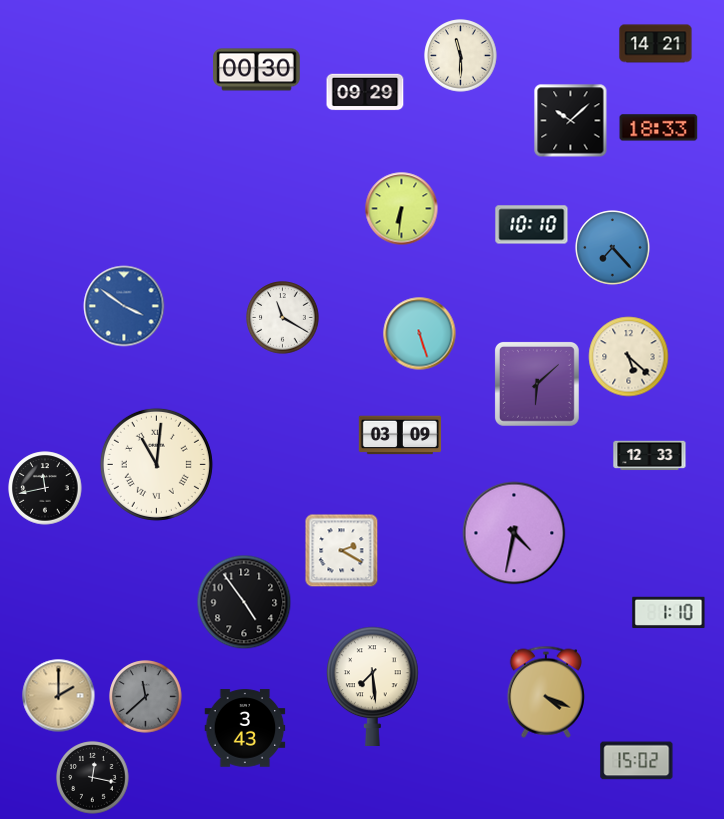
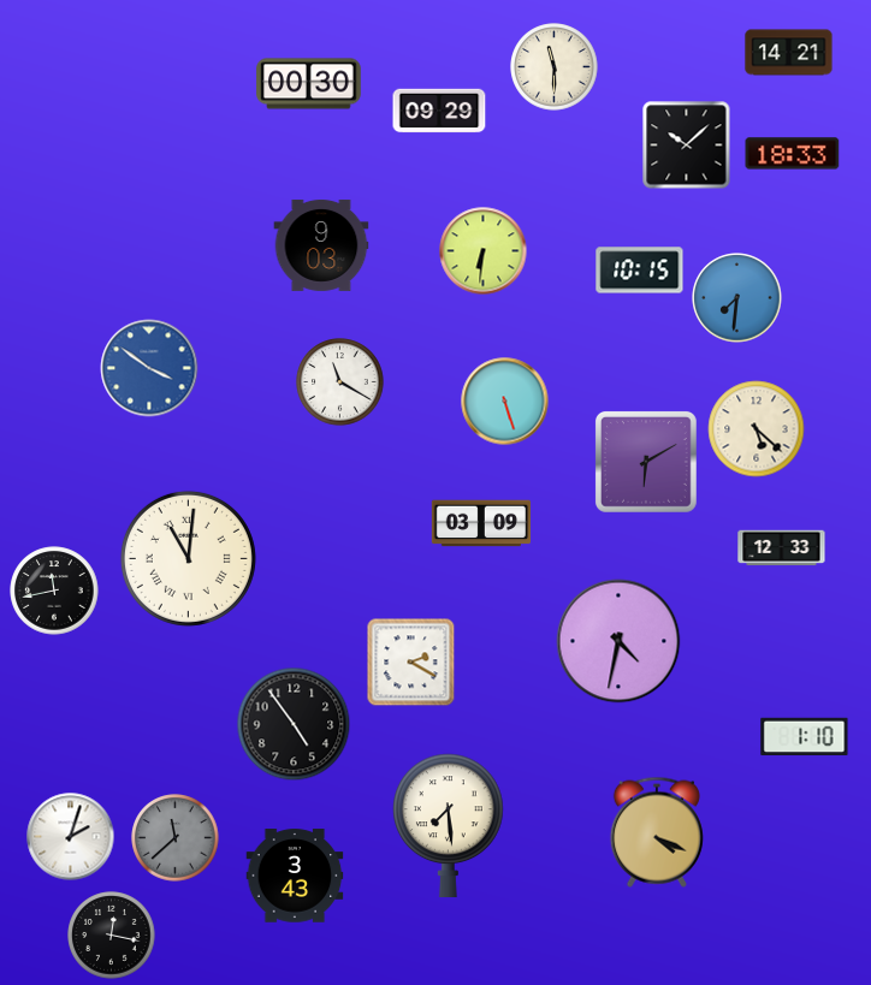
clock at (321, 245): none -> 9:03
clock at (532, 225): 10:10 -> 10:15
clock at (613, 248): 7:23 -> 7:31
clock at (537, 384): 6:08 -> 6:10
clock at (45, 488) position: (45, 488) -> (54, 591)
clock at (59, 696): 2:00 -> 2:03
clock at (59, 696) dial: champagne -> white
clock at (637, 761): 15:02 -> none
